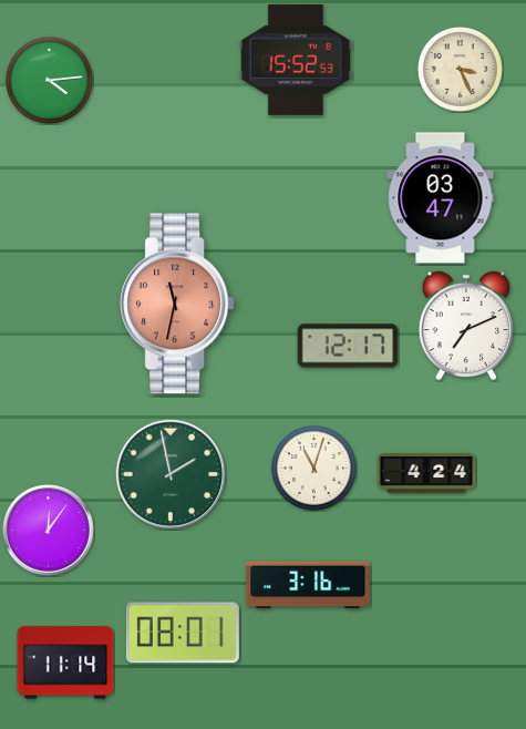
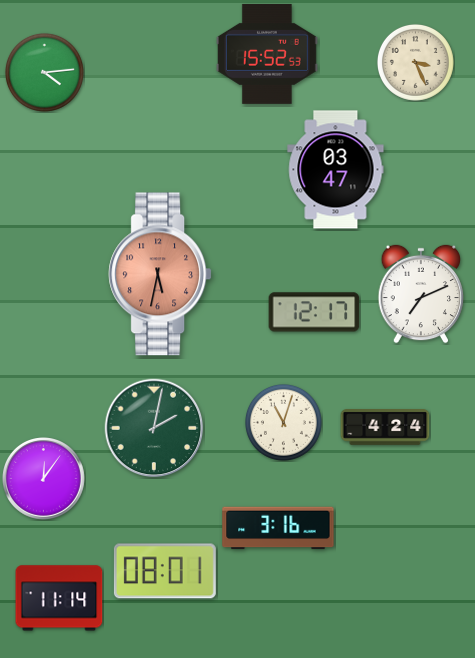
clock at (441, 198) position: (441, 198) -> (336, 170)
clock at (177, 304): 11:32 -> 5:32
clock at (171, 474): 1:58 -> 2:02
